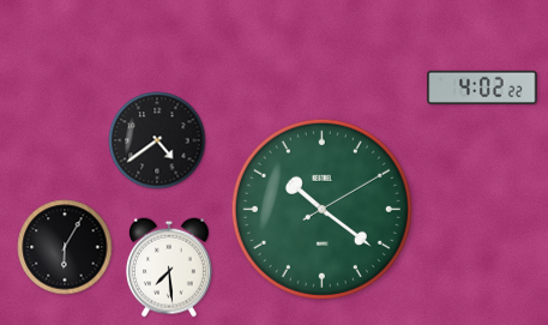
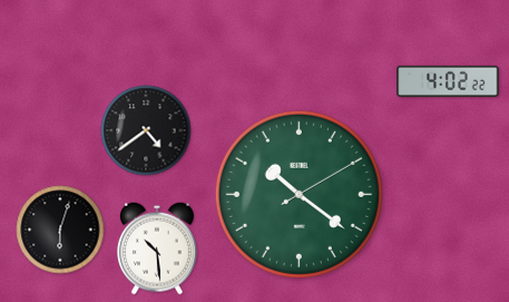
clock at (65, 247): 6:05 -> 6:03
clock at (169, 267): 7:29 -> 10:29
